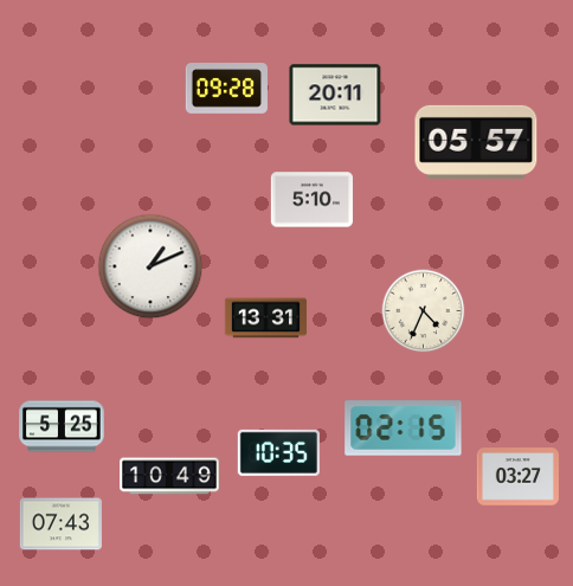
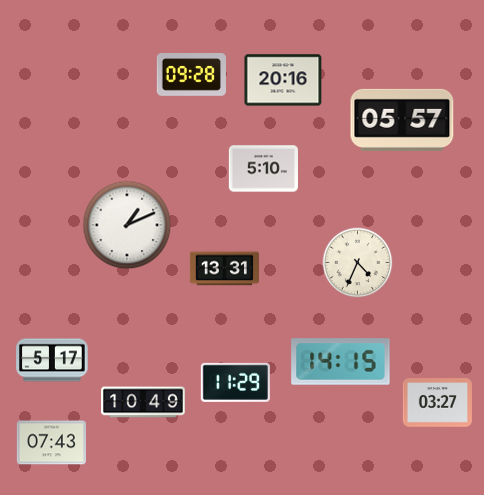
clock at (335, 95): 20:11 -> 20:16
clock at (62, 426): 5:25 -> 5:17
clock at (404, 429): 02:15 -> 14:15
clock at (278, 452): 10:35 -> 11:29
